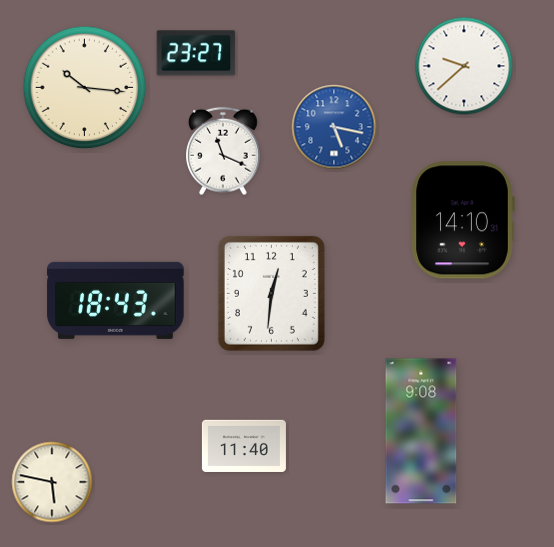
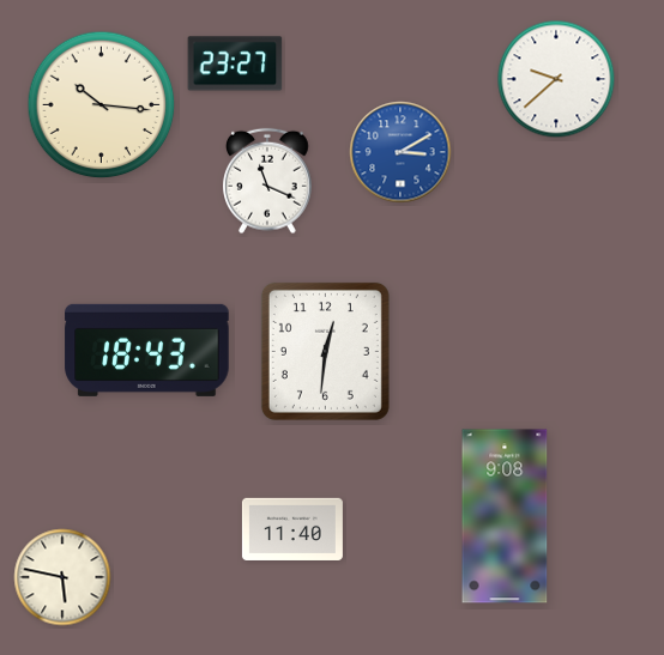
clock at (334, 127): 5:17 -> 3:10
clock at (463, 220): 14:10 -> none
clock at (116, 300) position: (116, 300) -> (147, 350)
clock at (244, 445) position: (244, 445) -> (292, 528)
